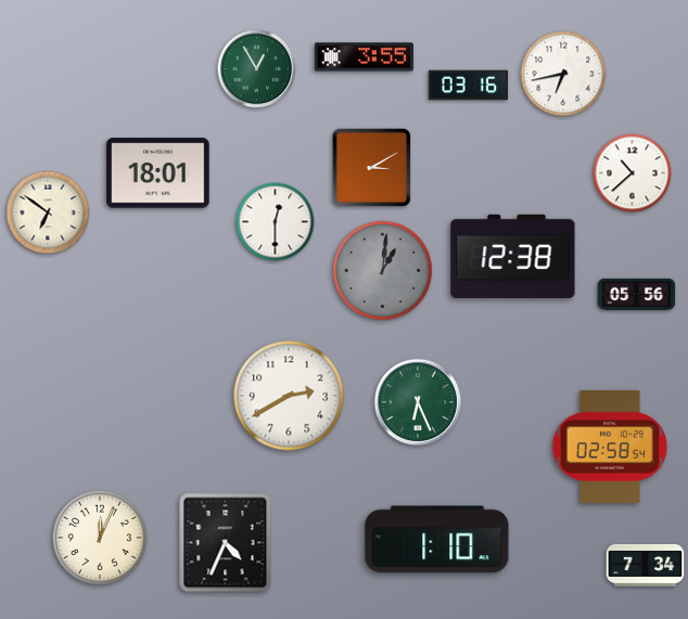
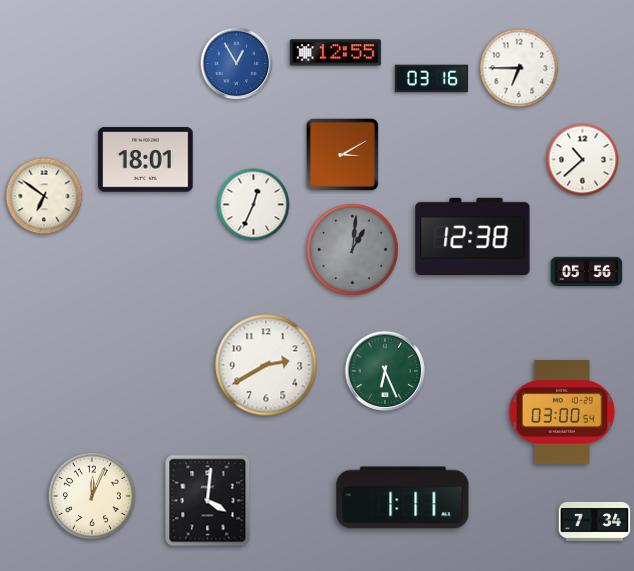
clock at (364, 57): 3:55 -> 12:55
clock at (257, 69) dial: green -> blue
clock at (563, 74): 6:43 -> 6:45
clock at (276, 222): 12:30 -> 12:34
clock at (610, 447): 02:58 -> 03:00
clock at (437, 540): 1:10 -> 1:11
clock at (226, 543): 4:34 -> 4:01
